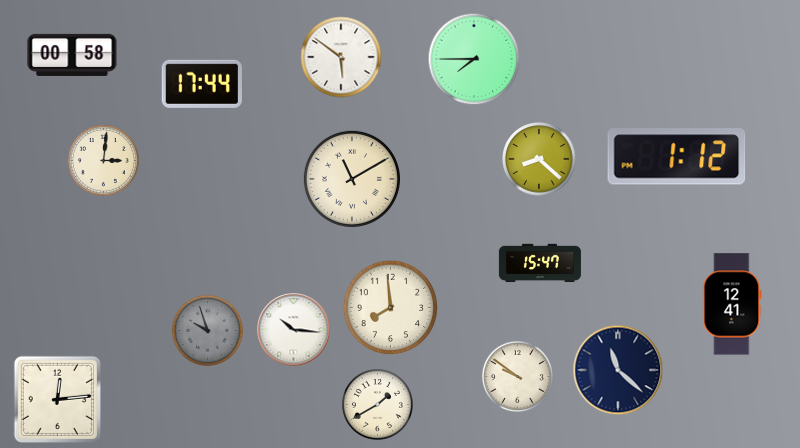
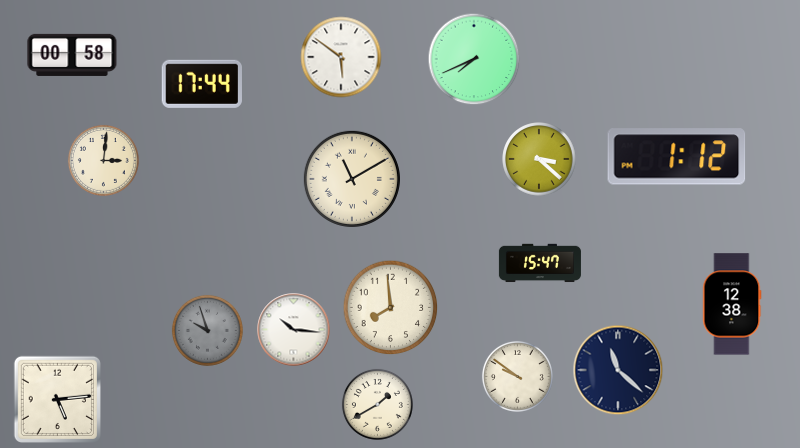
clock at (474, 59): 7:45 -> 7:41
clock at (539, 159): 8:22 -> 3:22
clock at (732, 304): 12:41 -> 12:38
clock at (57, 399): 12:14 -> 5:14
